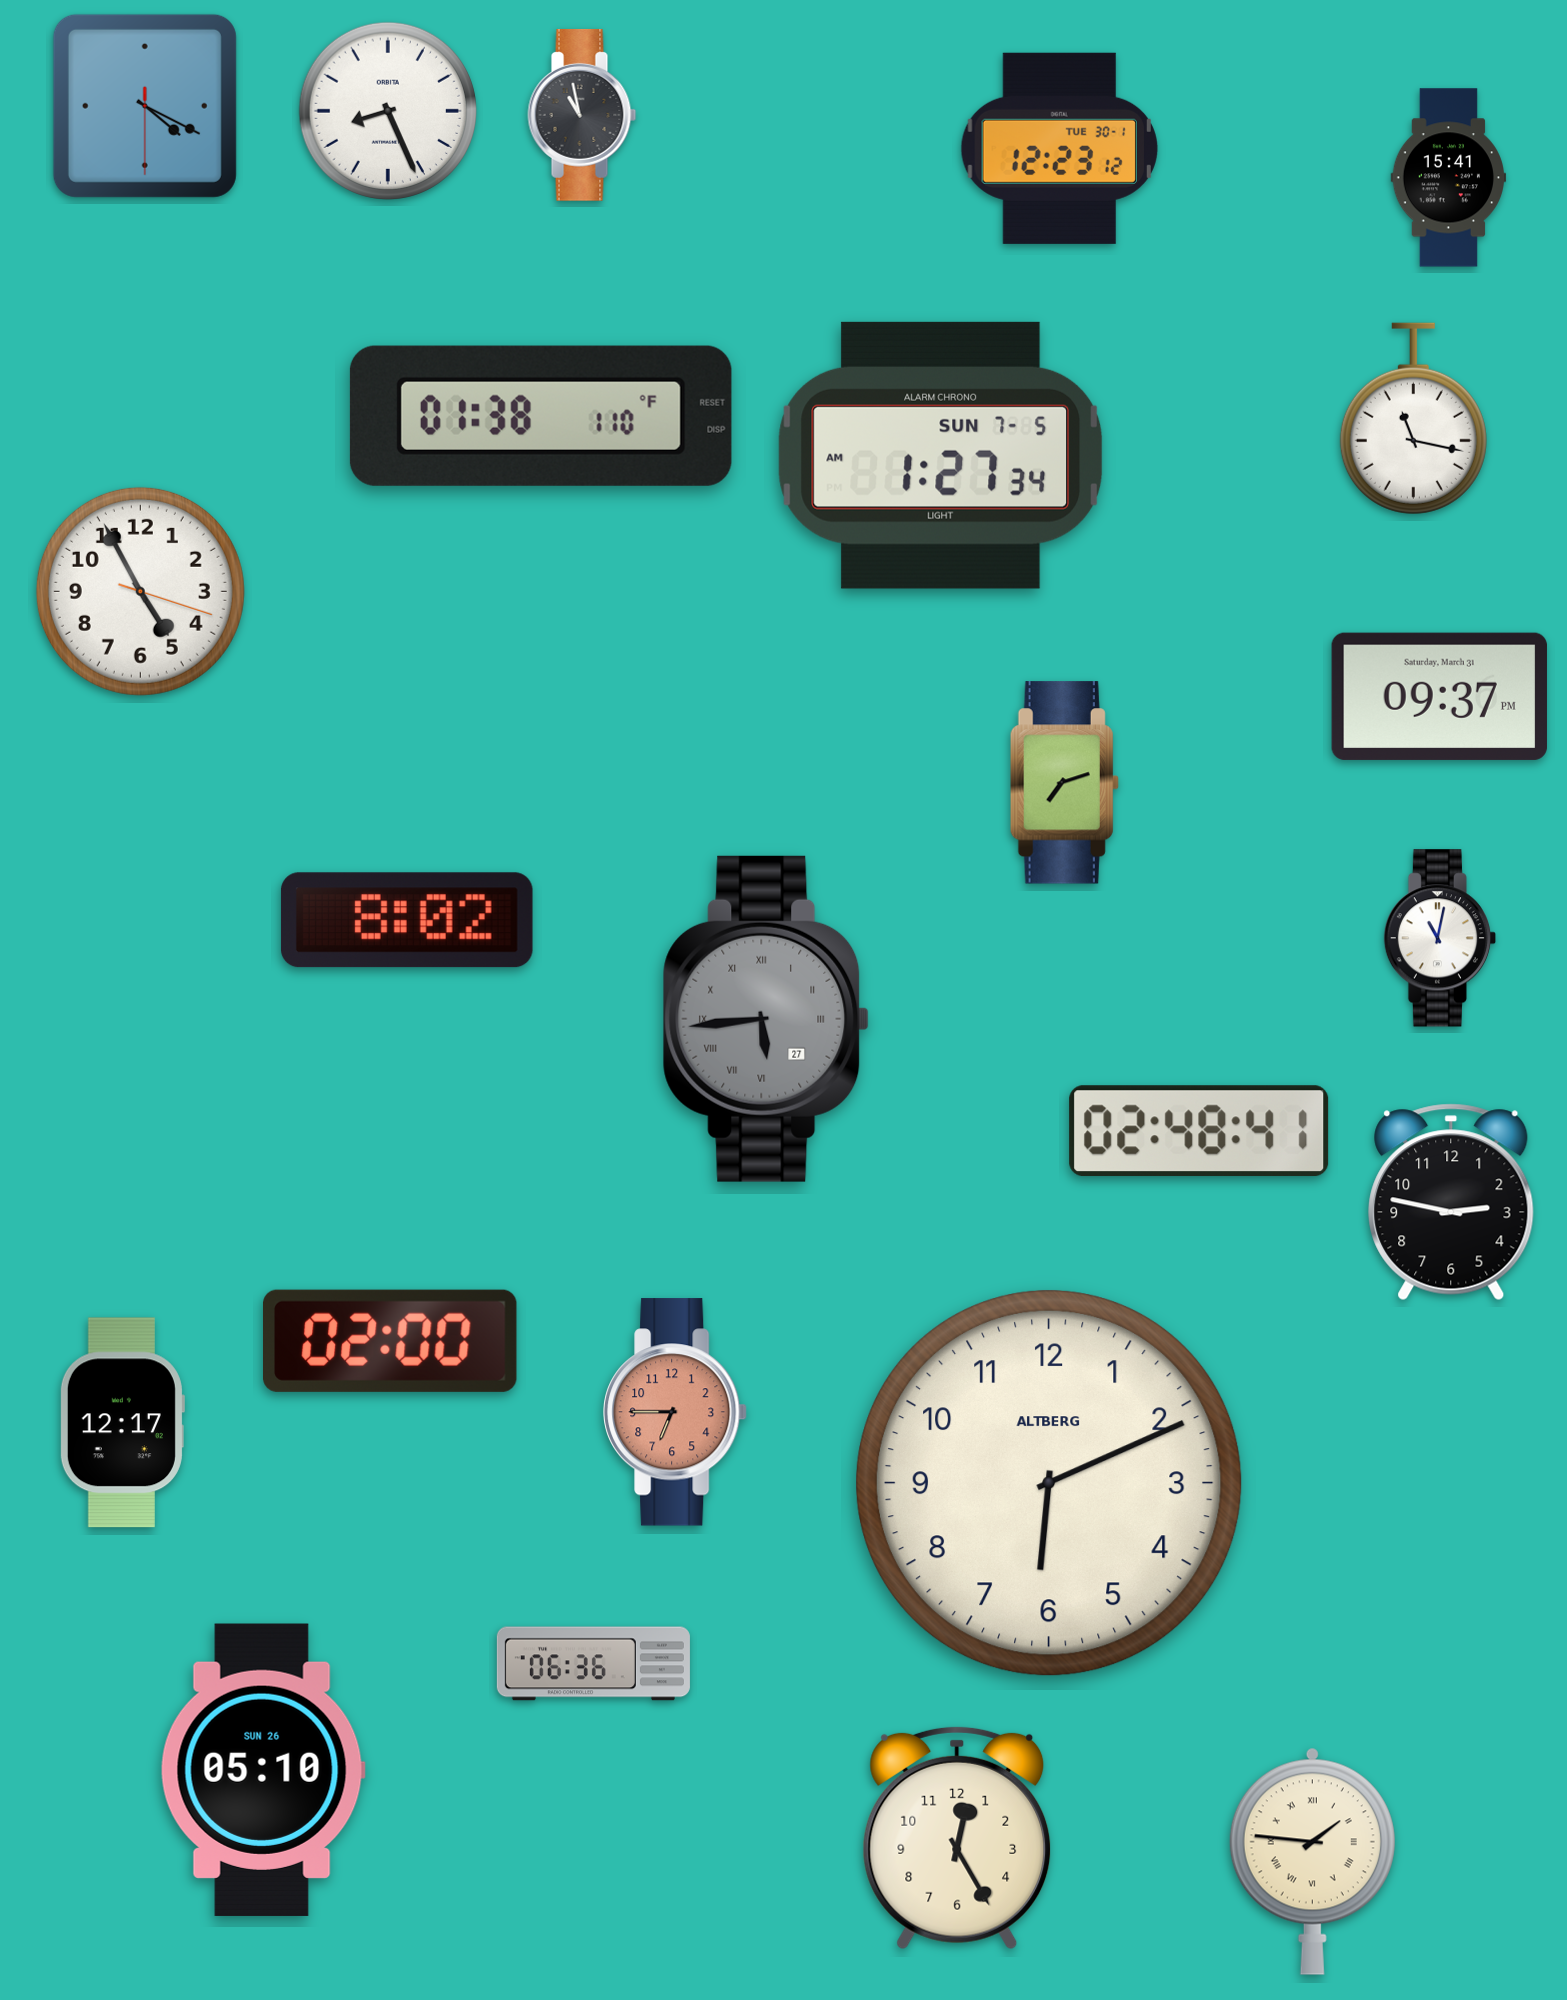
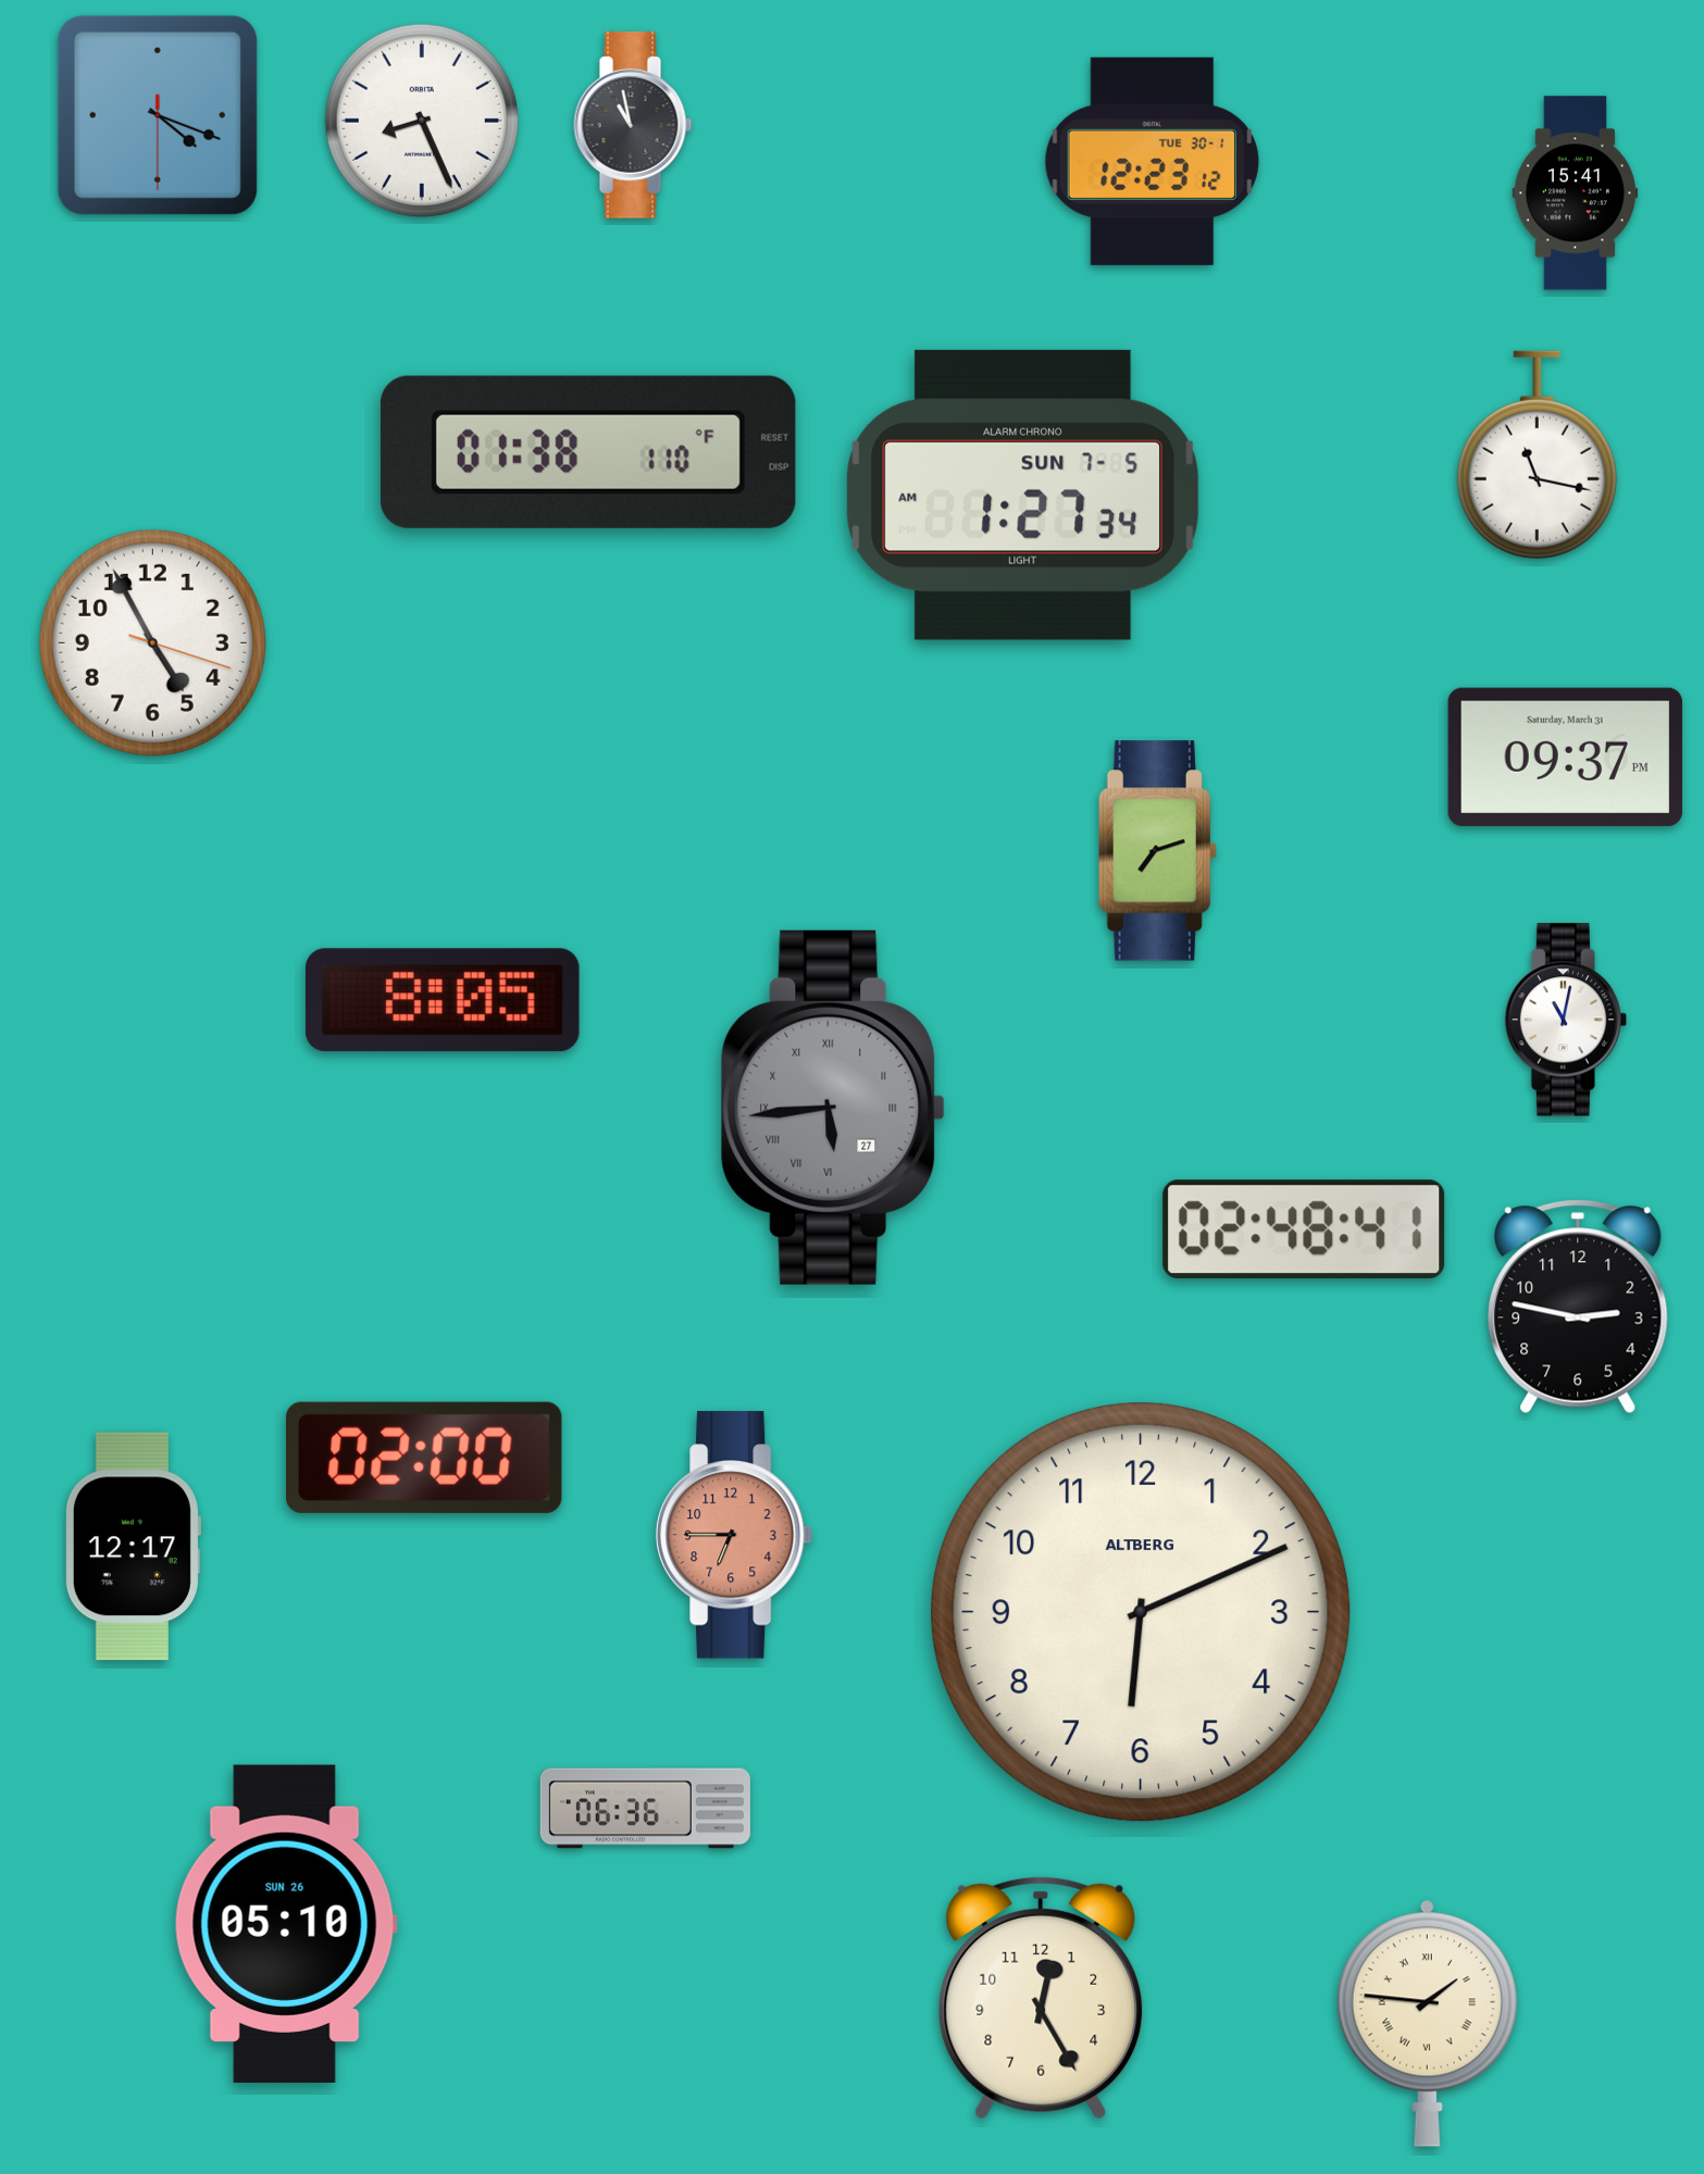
clock at (145, 106): 4:19 -> 4:18
clock at (407, 920): 8:02 -> 8:05
